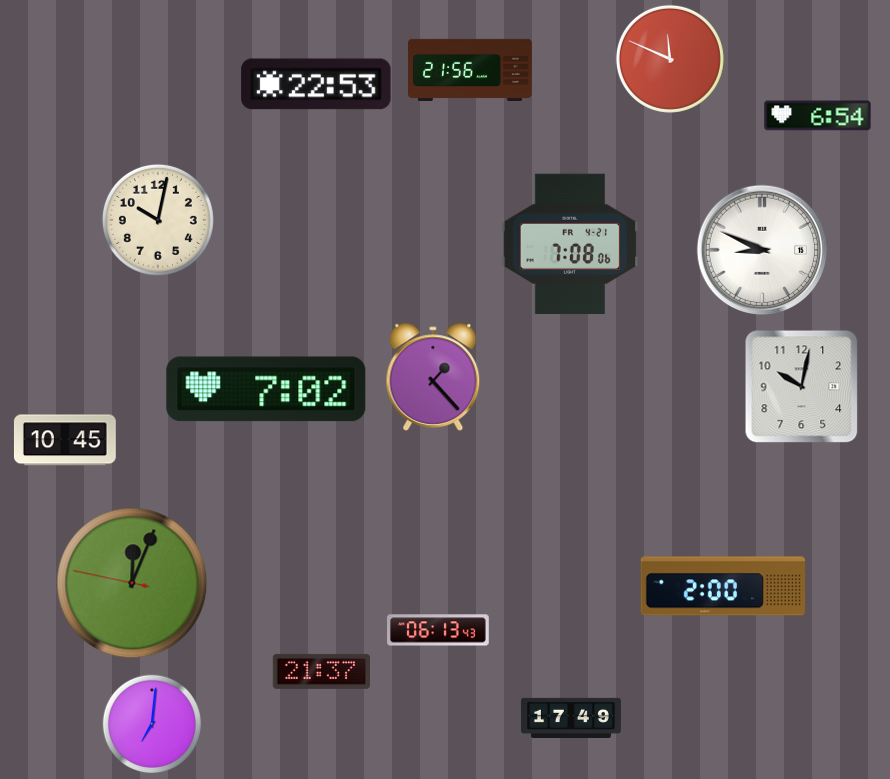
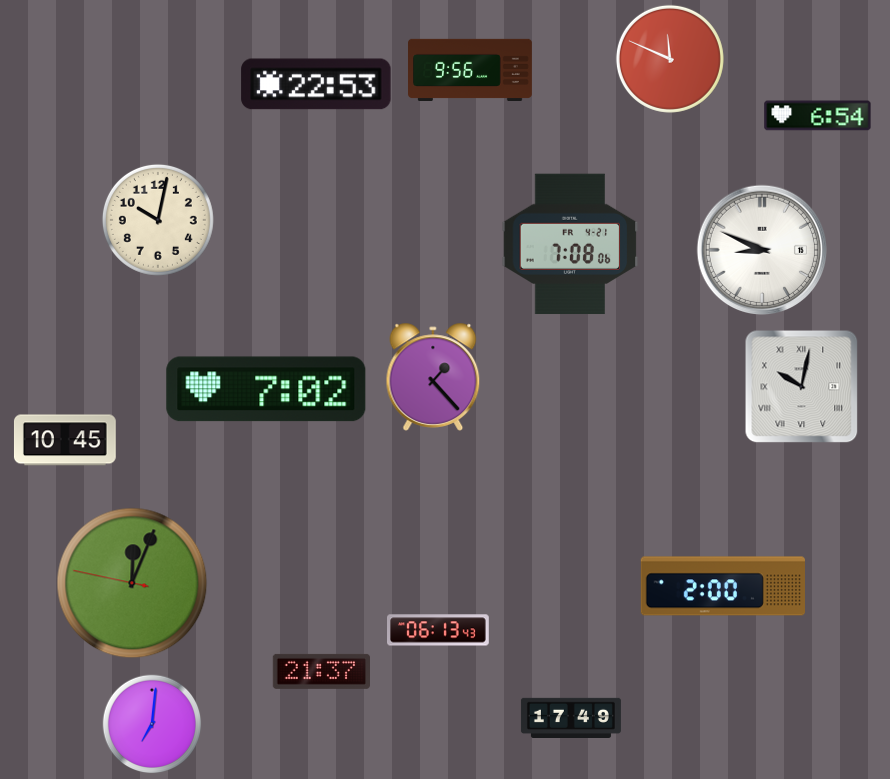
clock at (471, 69): 21:56 -> 9:56
clock at (802, 387) numerals: Arabic -> Roman
